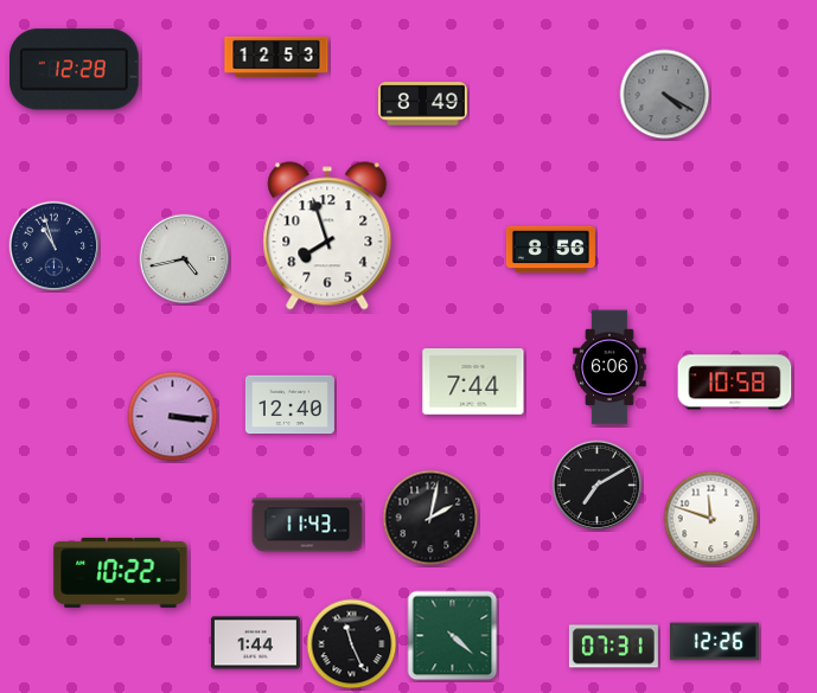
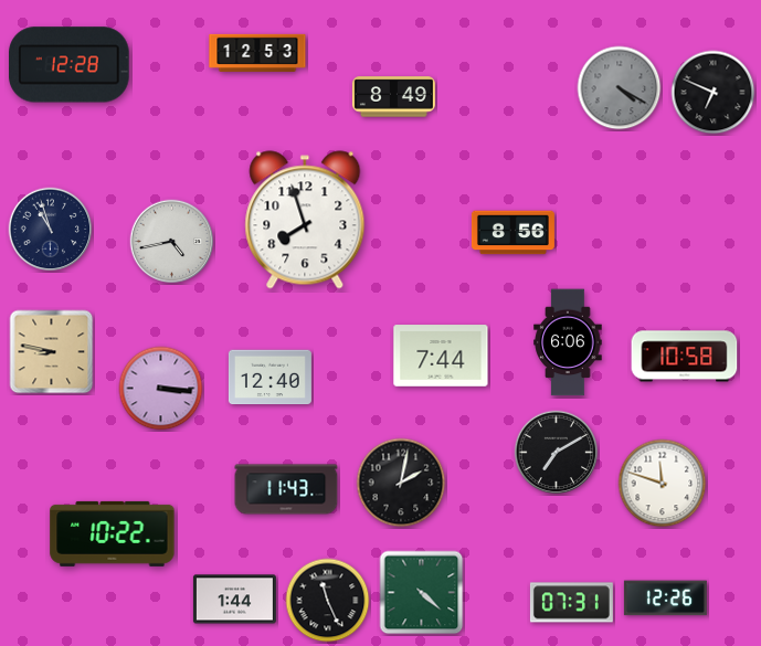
clock at (714, 93): none -> 6:49
clock at (52, 352): none -> 8:47
clock at (255, 643) position: (255, 643) -> (234, 600)
